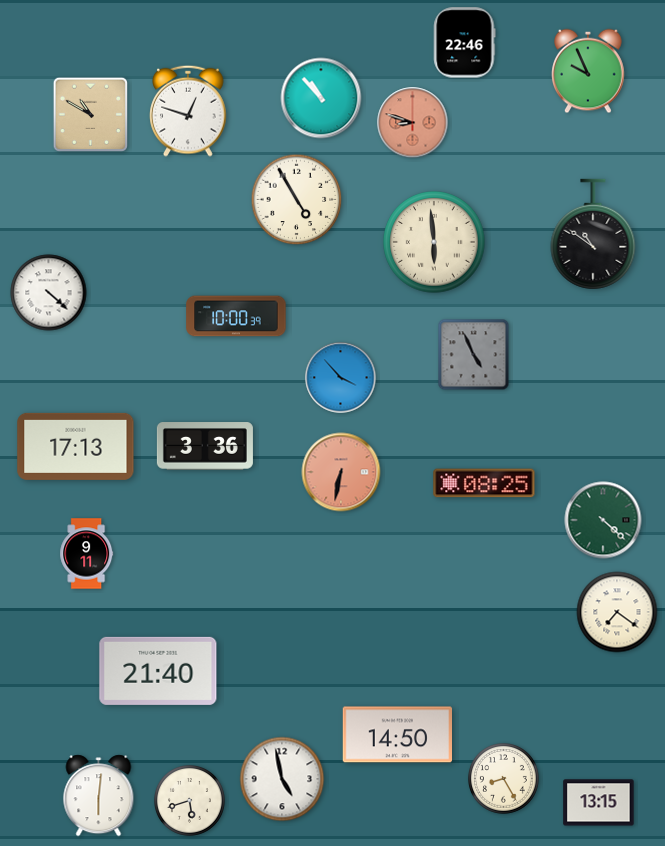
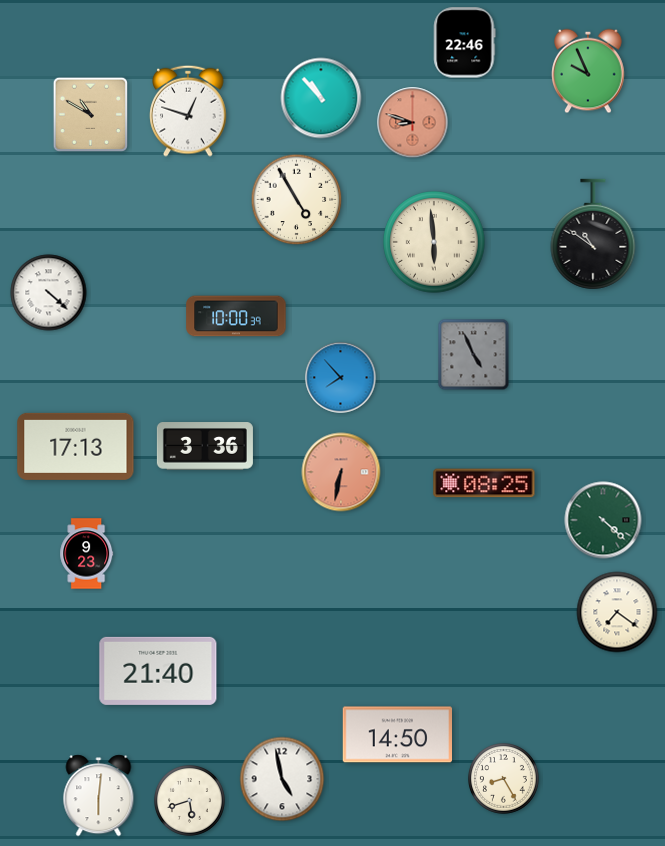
clock at (341, 378): 3:53 -> 7:53
clock at (87, 554): 9:11 -> 9:23
clock at (599, 803): 13:15 -> none
